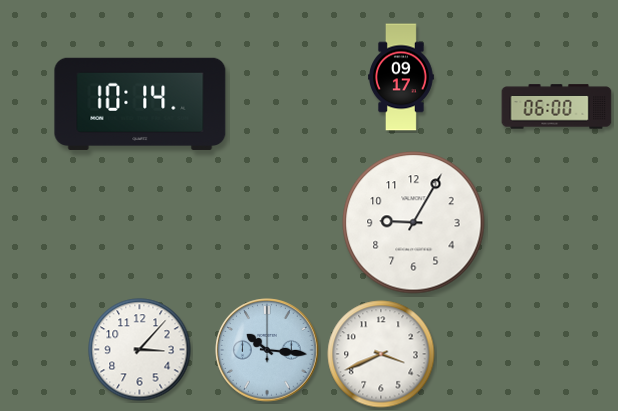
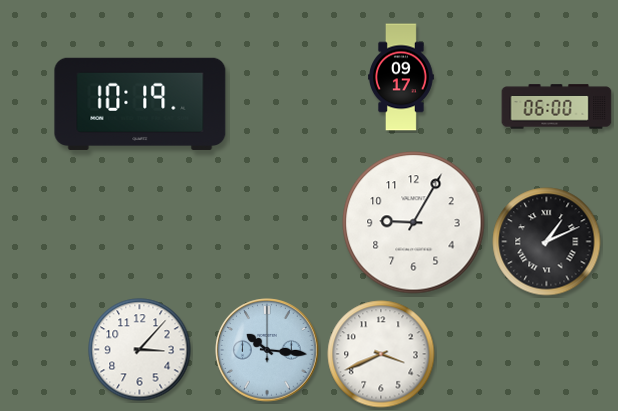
clock at (140, 104): 10:14 -> 10:19
clock at (547, 242): none -> 1:11
